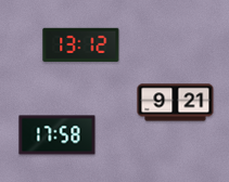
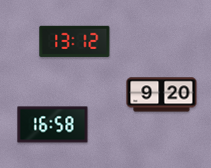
clock at (176, 103): 9:21 -> 9:20
clock at (58, 135): 17:58 -> 16:58
